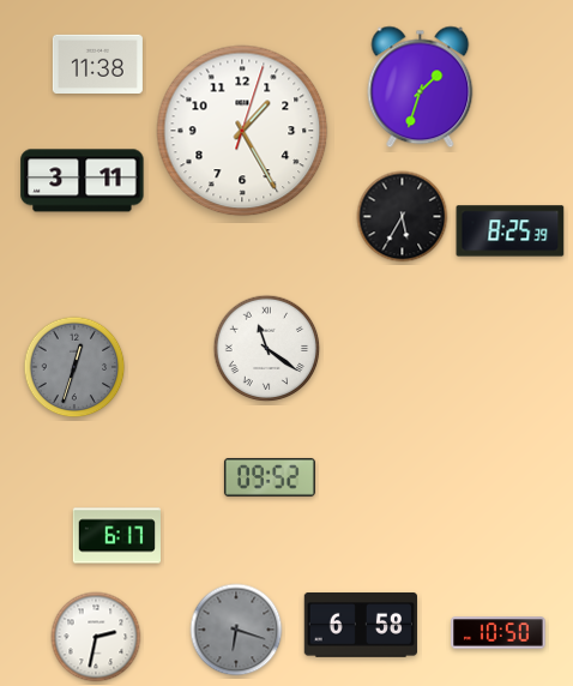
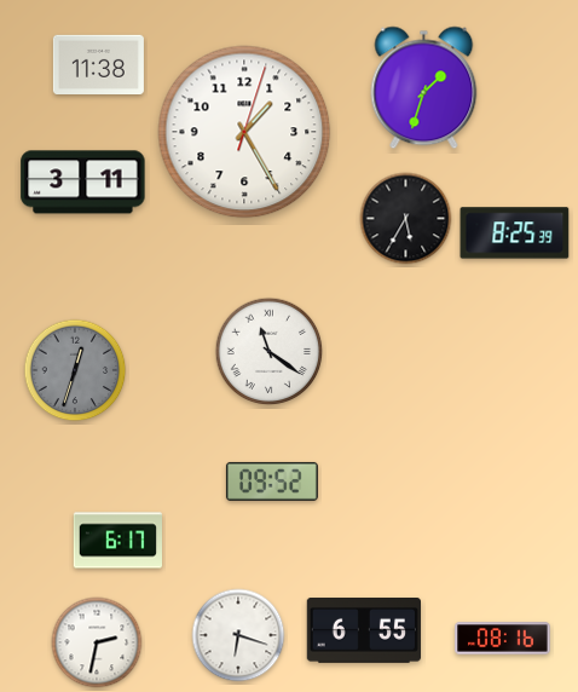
clock at (360, 626): 6:58 -> 6:55
clock at (236, 630) dial: grey -> white
clock at (499, 633): 10:50 -> 08:16
